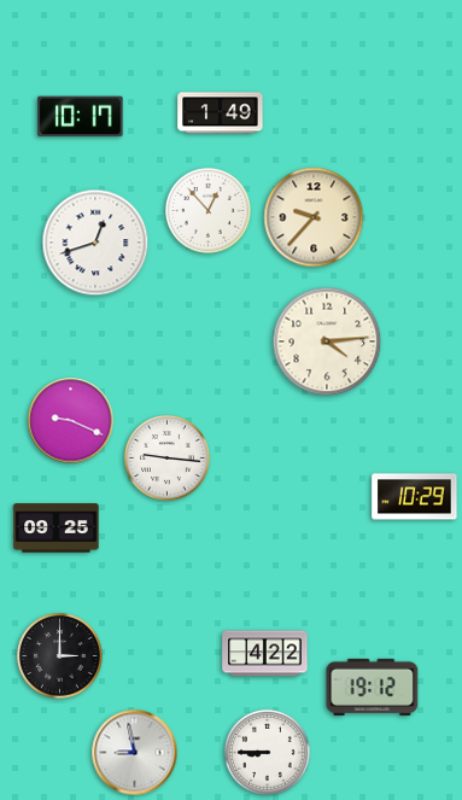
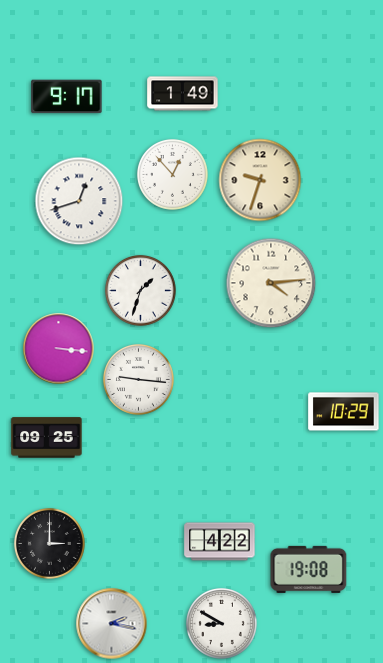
clock at (81, 117): 10:17 -> 9:17
clock at (314, 217): 9:37 -> 9:33
clock at (140, 290): none -> 1:33
clock at (71, 421): 9:19 -> 3:16
clock at (373, 687): 19:12 -> 19:08
clock at (267, 752): 8:45 -> 8:50
clock at (135, 753): 8:58 -> 2:17
